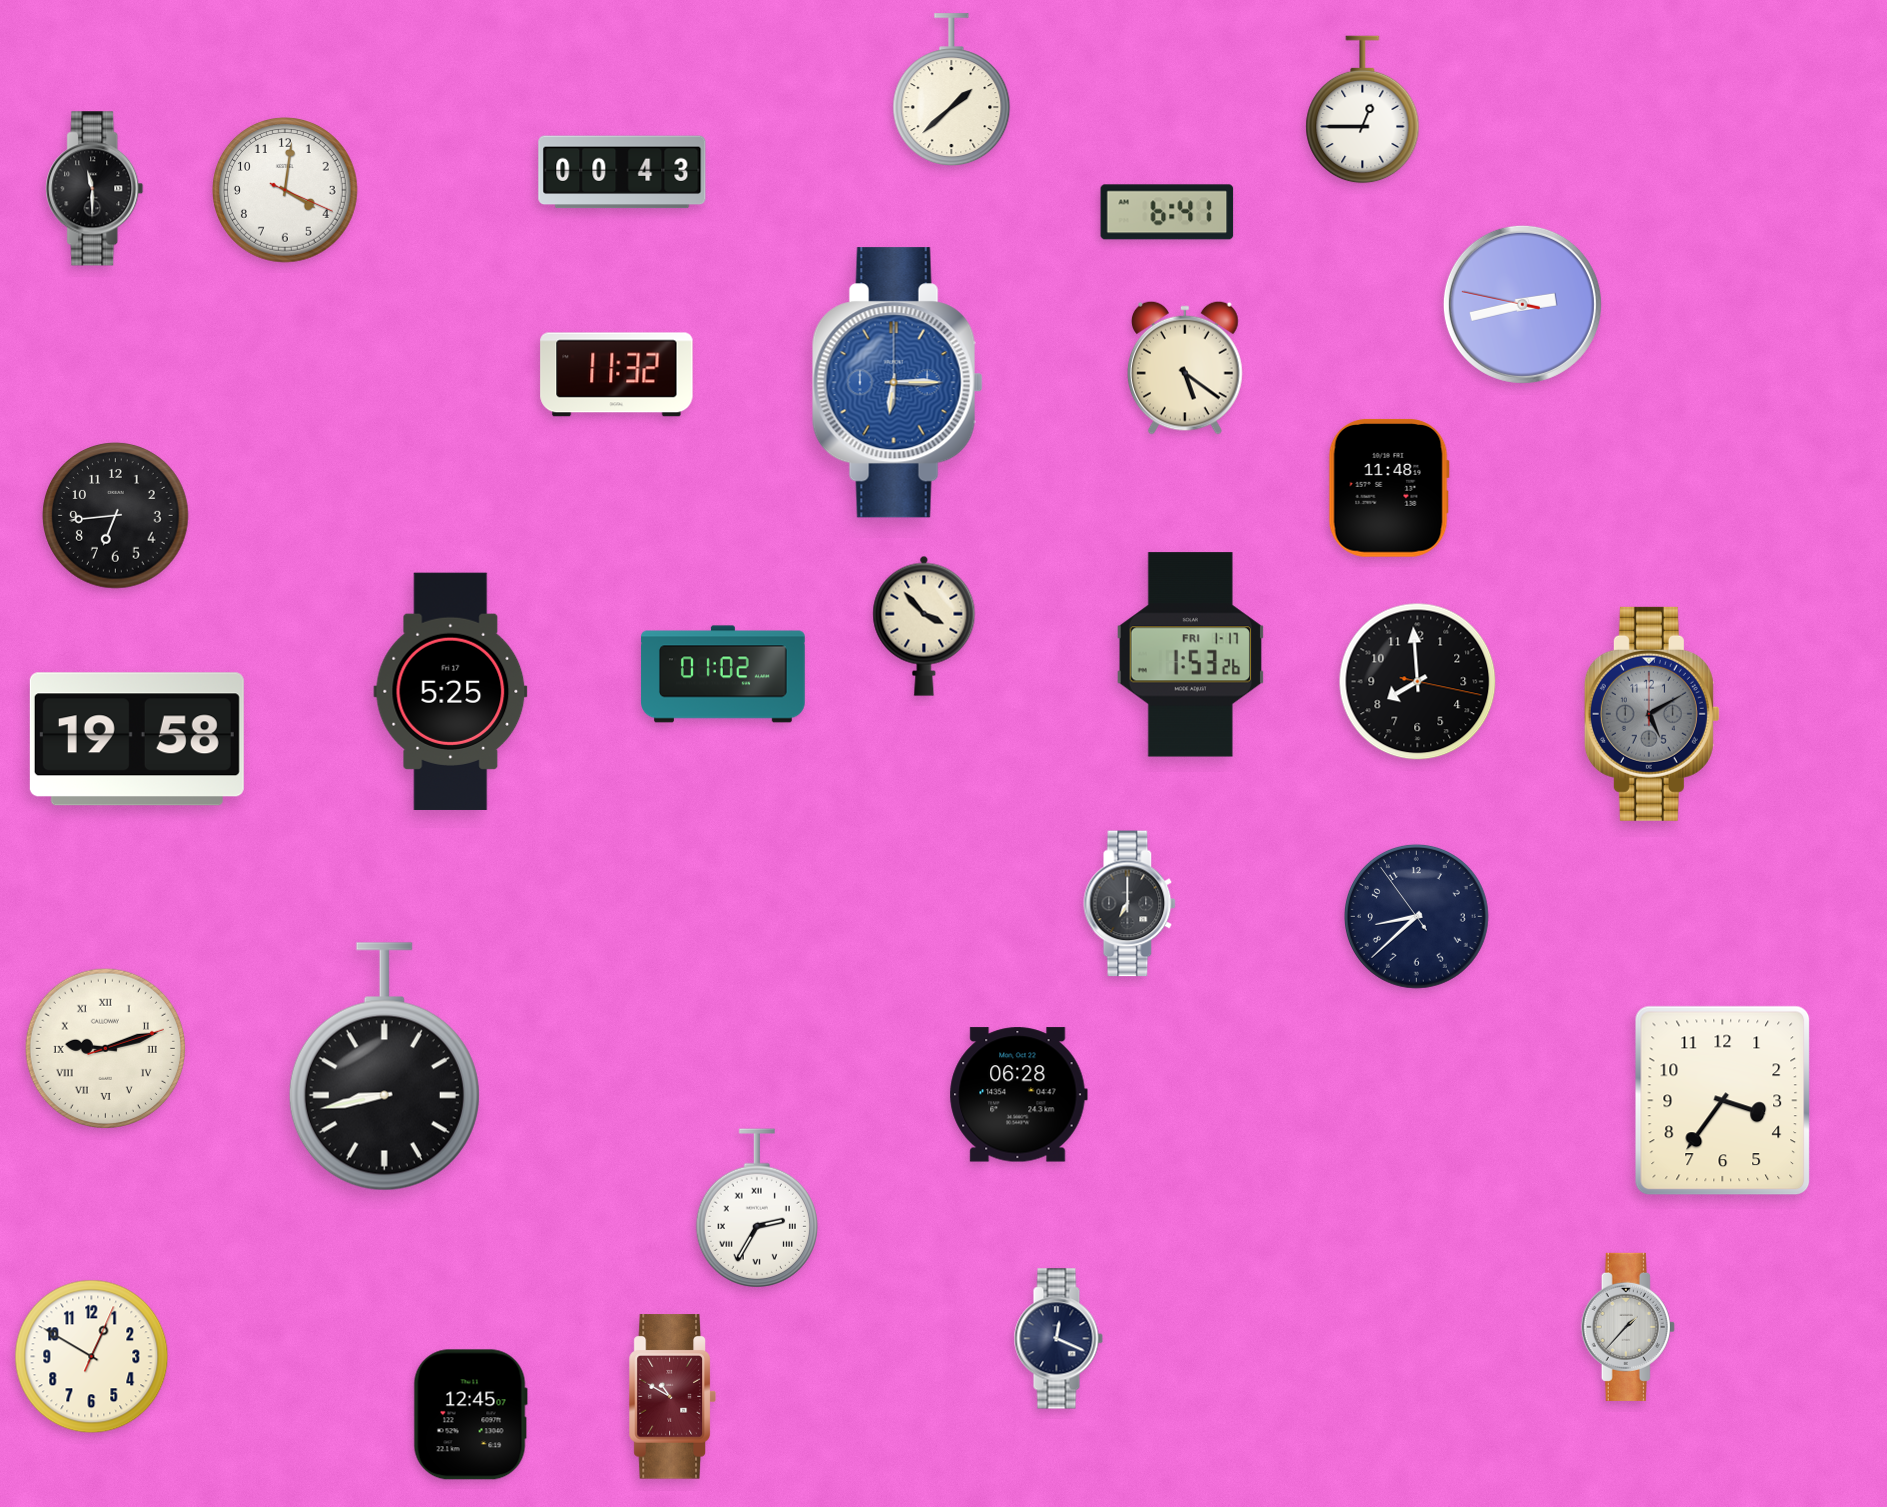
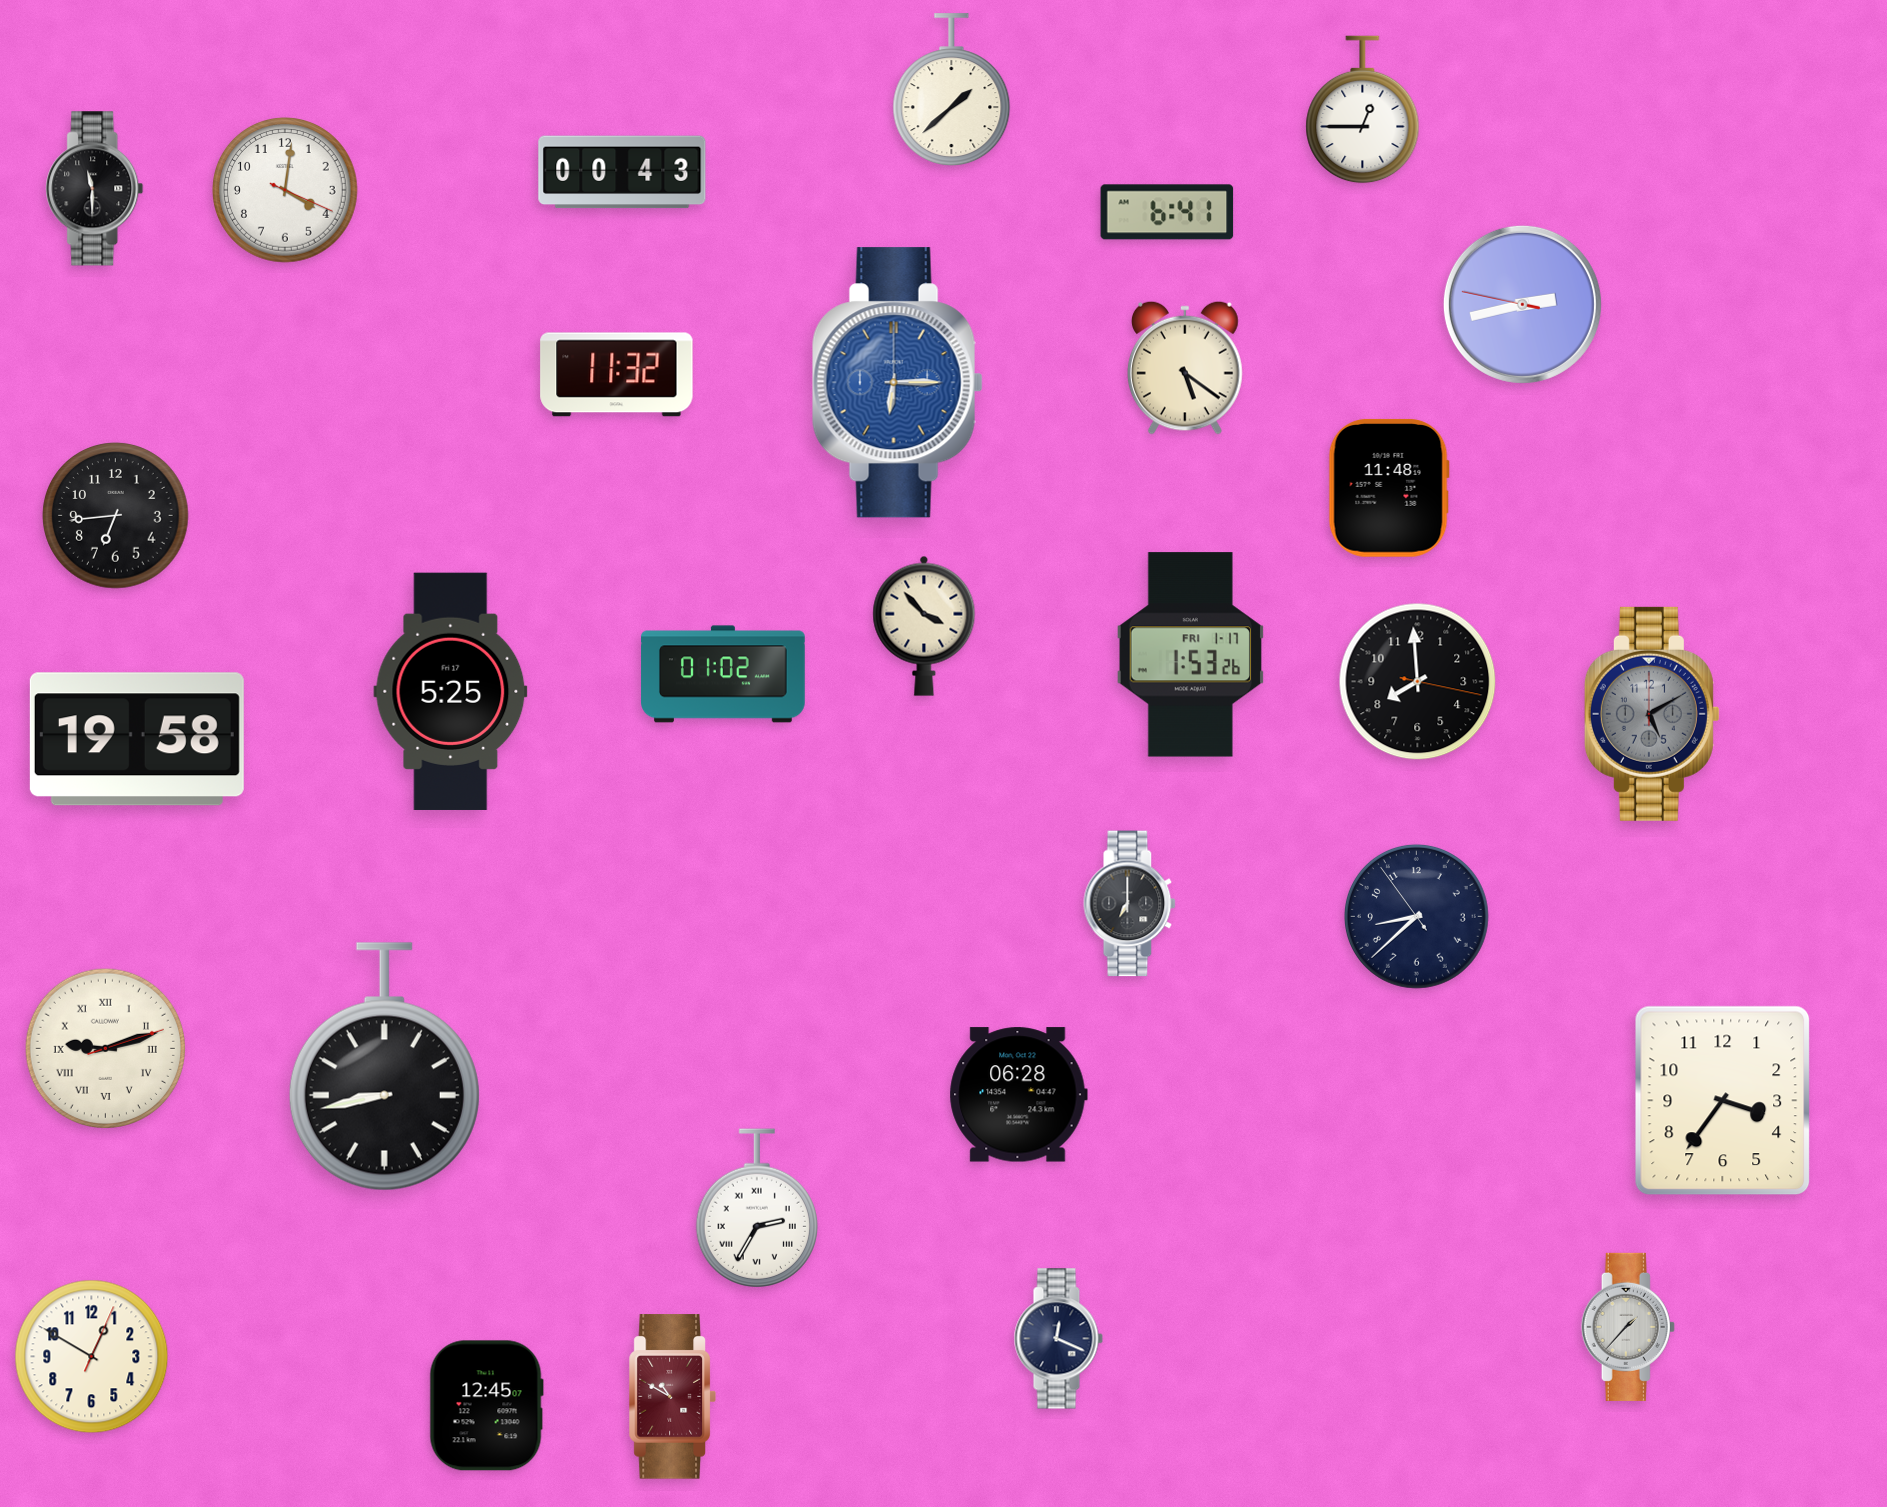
clock at (470, 1415) position: (470, 1415) -> (486, 1406)
